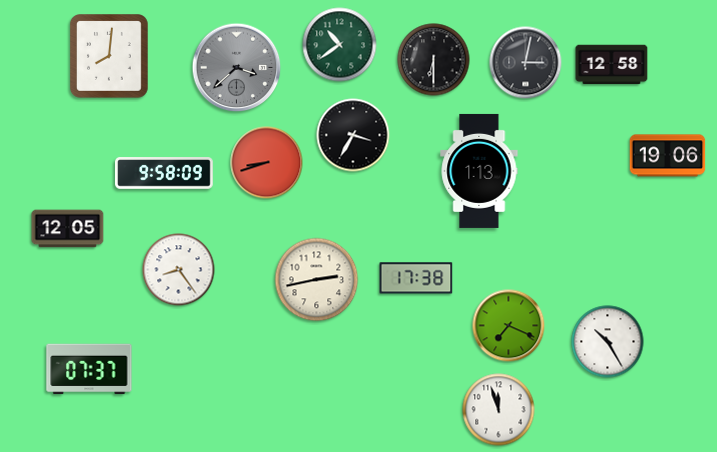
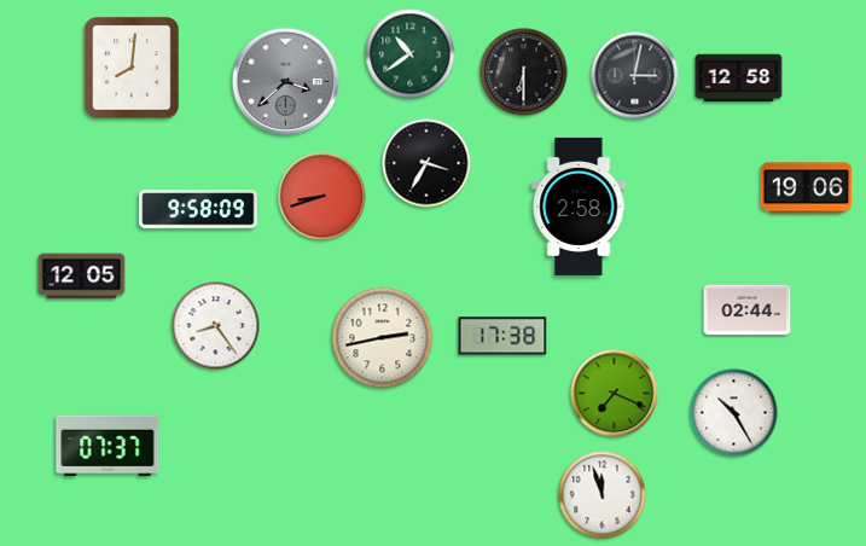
clock at (479, 171): 1:13 -> 2:58
clock at (748, 310): none -> 02:44
